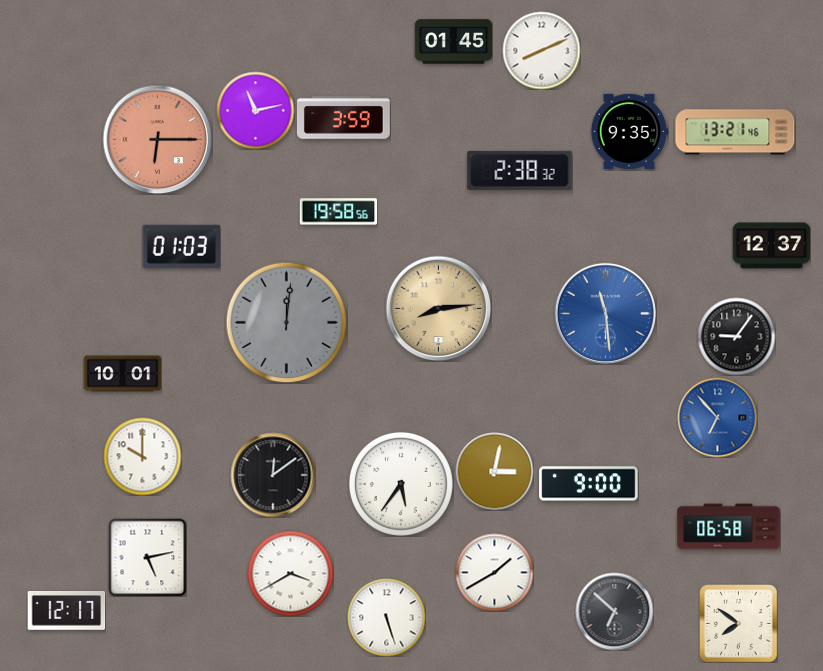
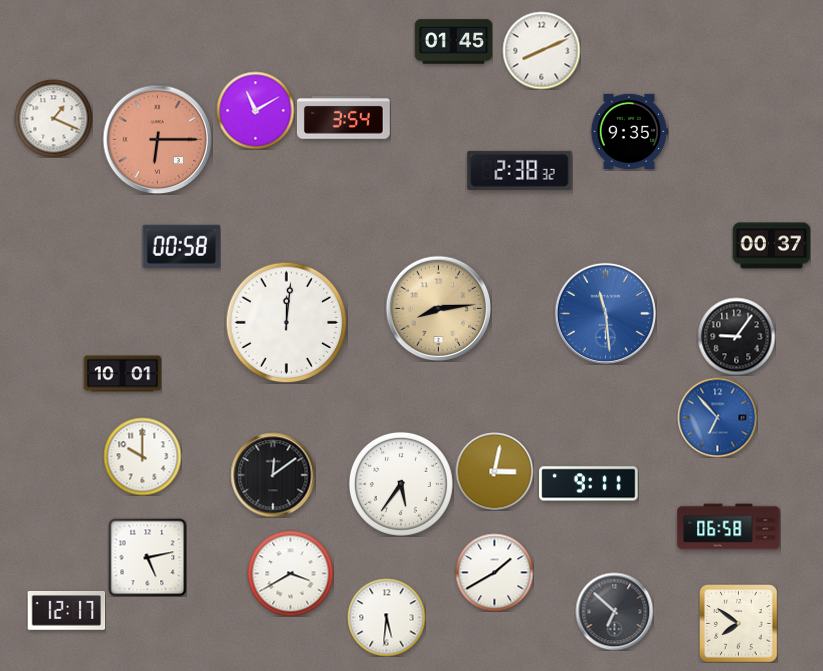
clock at (255, 110): 11:13 -> 11:10
clock at (53, 118): none -> 1:19
clock at (343, 118): 3:59 -> 3:54
clock at (735, 132): 13:21 -> none
clock at (338, 212): 19:58 -> none
clock at (181, 246): 01:03 -> 00:58
clock at (771, 246): 12:37 -> 00:37
clock at (286, 322) dial: grey -> white
clock at (589, 484): 9:00 -> 9:11
clock at (386, 617): 5:27 -> 5:31
